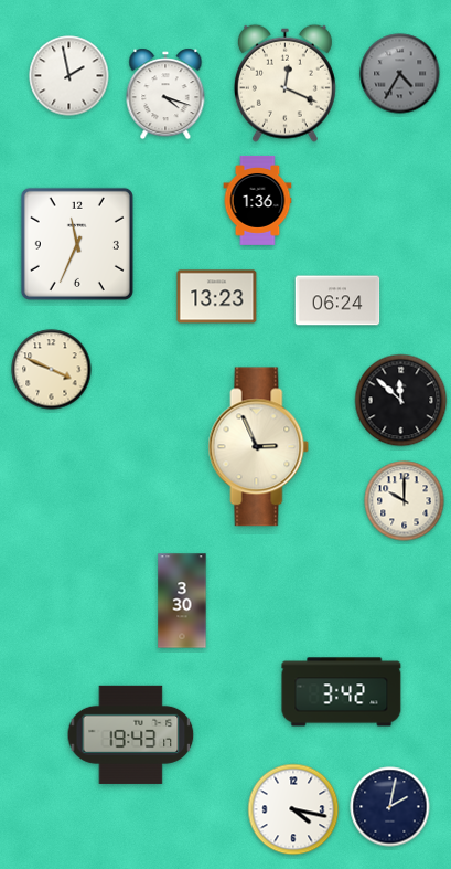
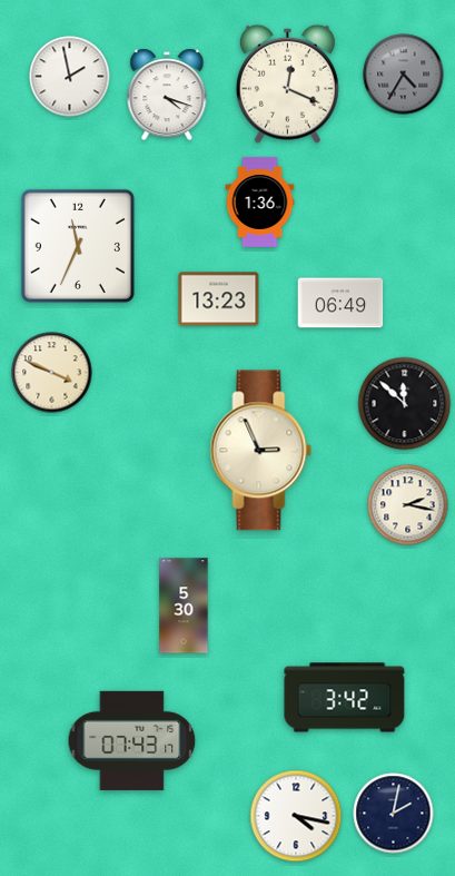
clock at (337, 300): 06:24 -> 06:49
clock at (405, 501): 10:00 -> 2:17
clock at (182, 601): 3:30 -> 5:30
clock at (131, 734): 19:43 -> 07:43
